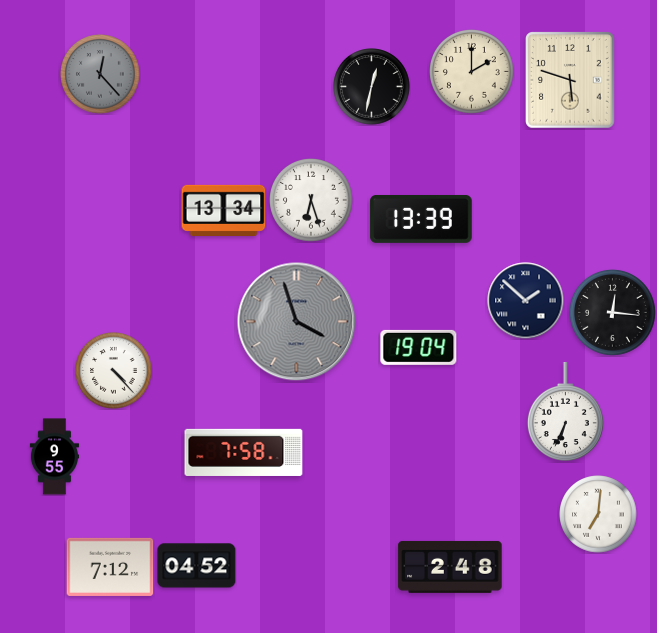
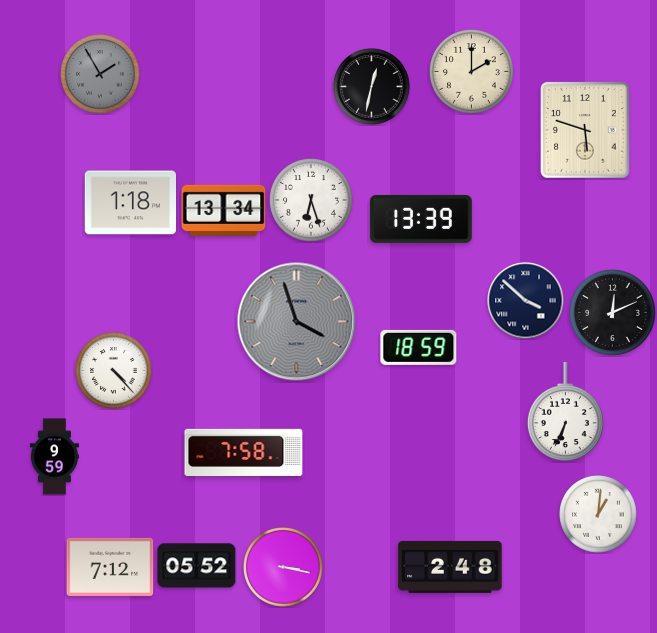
clock at (100, 74): 12:23 -> 1:55
clock at (571, 80) position: (571, 80) -> (586, 130)
clock at (130, 203): none -> 1:18
clock at (526, 301): 1:52 -> 3:52
clock at (612, 312): 12:16 -> 12:11
clock at (419, 347): 19:04 -> 18:59
clock at (54, 457): 9:55 -> 9:59
clock at (598, 514): 7:01 -> 1:01
clock at (197, 566): 04:52 -> 05:52
clock at (283, 567): none -> 3:17
